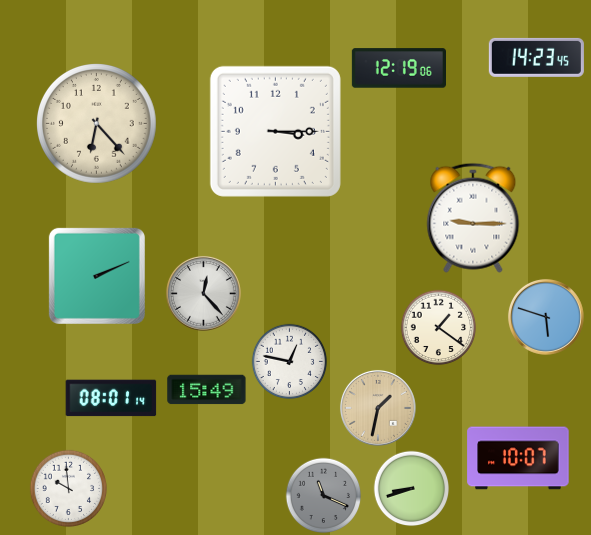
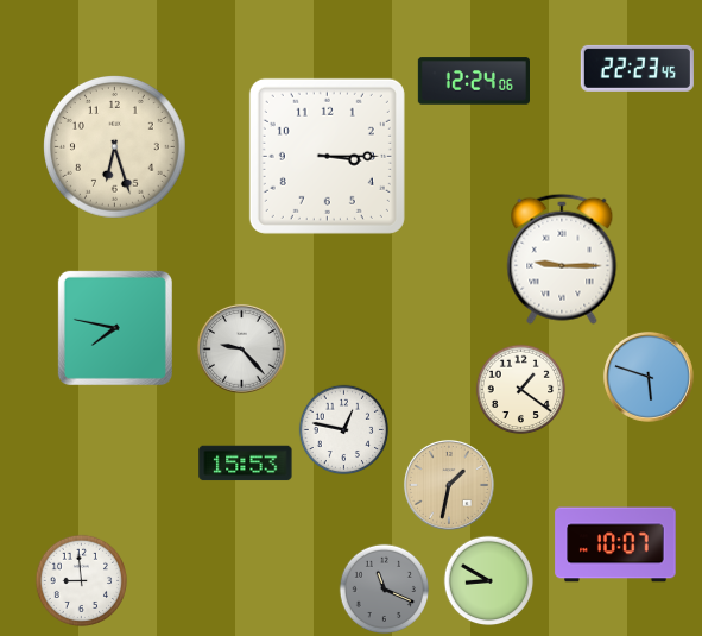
clock at (536, 57): 14:23 -> 22:23
clock at (398, 68): 12:19 -> 12:24
clock at (97, 124): 6:23 -> 6:27
clock at (97, 276): 2:11 -> 7:47
clock at (203, 293): 12:23 -> 9:23
clock at (207, 390): 15:49 -> 15:53
clock at (111, 398): 08:01 -> none
clock at (69, 489): 9:59 -> 8:59
clock at (412, 489): 8:42 -> 8:50
